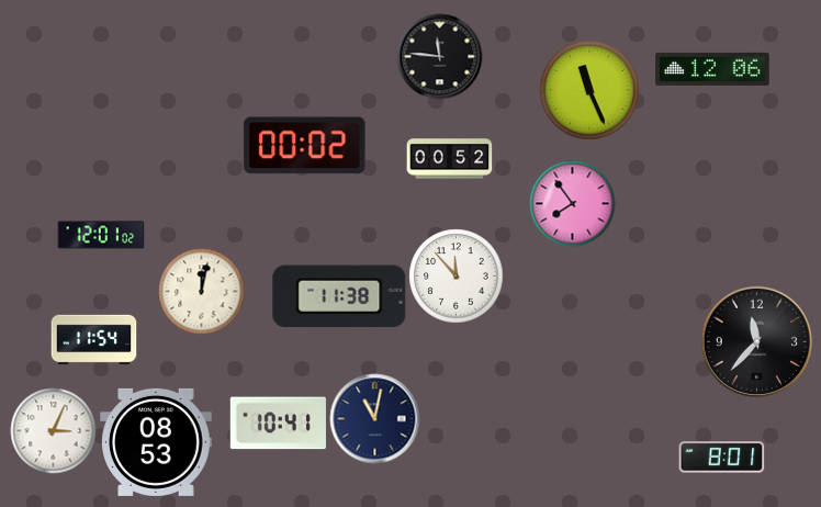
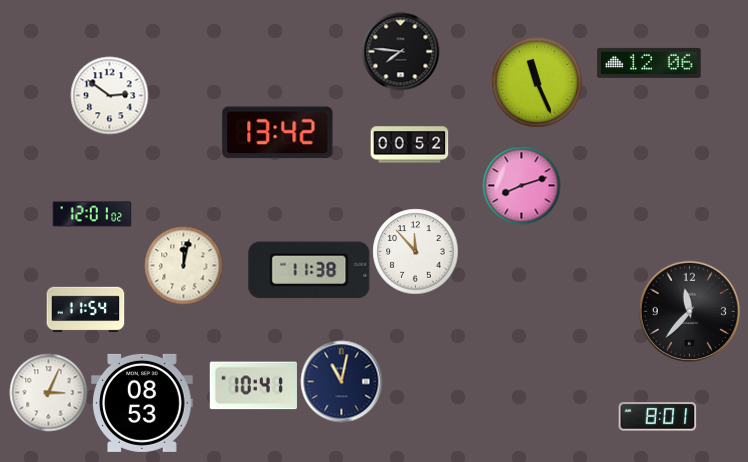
clock at (439, 56): 11:46 -> 7:46
clock at (109, 95): none -> 2:51
clock at (305, 146): 00:02 -> 13:42
clock at (572, 203): 7:54 -> 8:12
